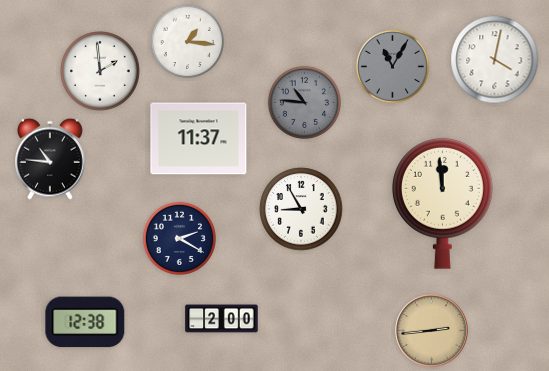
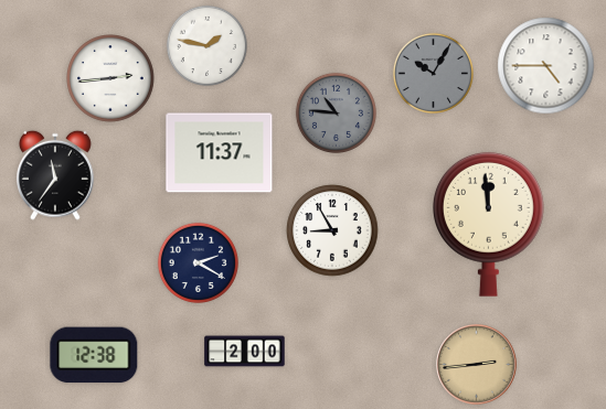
clock at (187, 41): 1:16 -> 1:47
clock at (495, 60): 4:02 -> 4:45
clock at (392, 66): 11:05 -> 10:05
clock at (101, 72): 1:59 -> 2:44
clock at (51, 159): 10:46 -> 11:36
